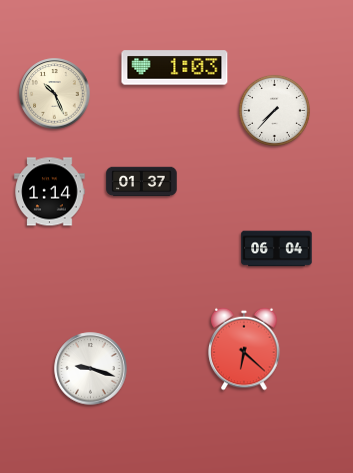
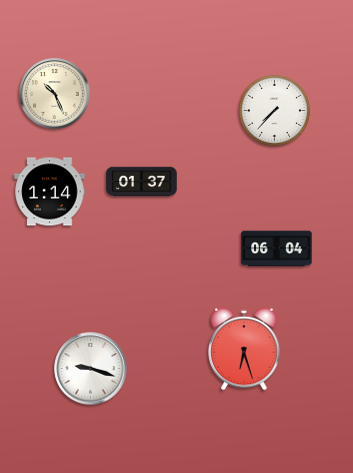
clock at (175, 68): 1:03 -> none
clock at (244, 349): 6:22 -> 6:27
